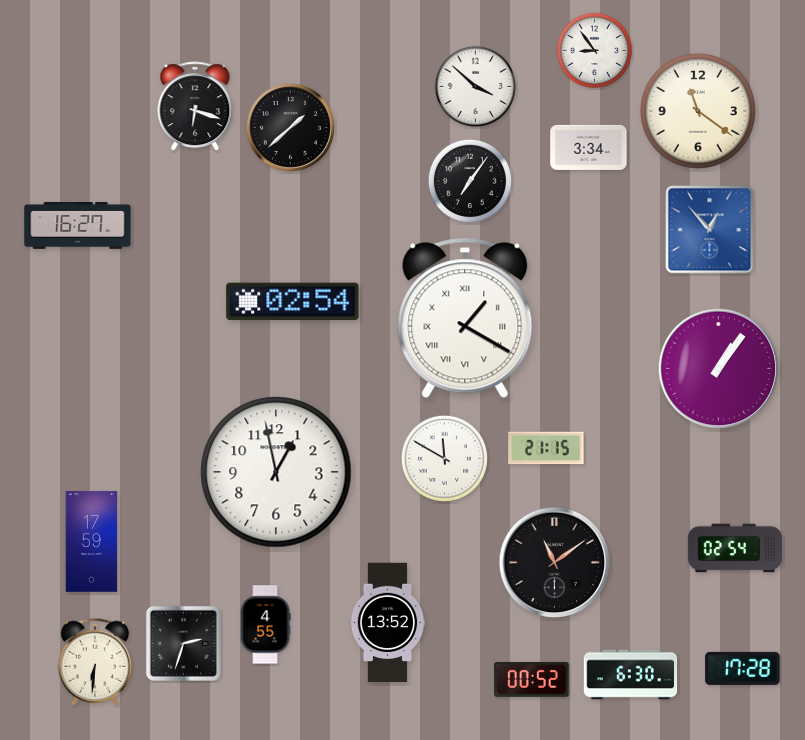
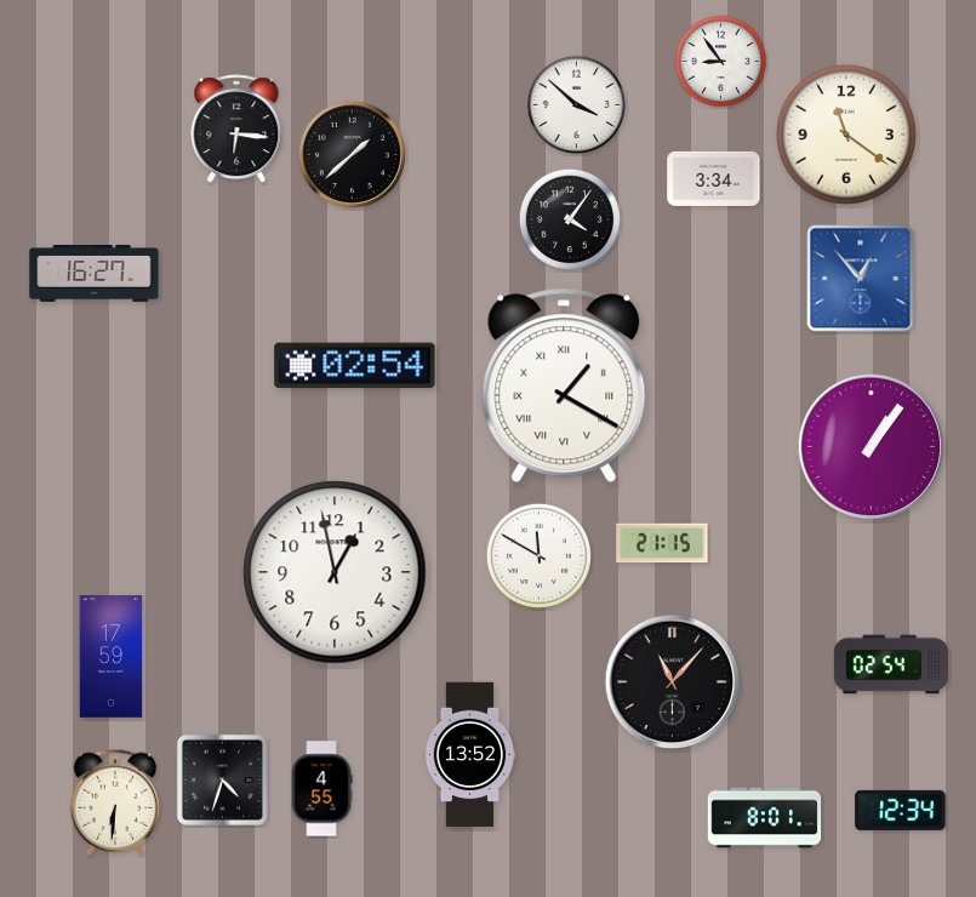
clock at (195, 107): 6:18 -> 6:16
clock at (469, 180): 7:06 -> 4:06
clock at (555, 563): 11:09 -> 11:07
clock at (265, 625) position: (265, 625) -> (321, 789)
clock at (183, 643): 2:33 -> 4:33
clock at (743, 668): 17:28 -> 12:34
clock at (631, 675): 6:30 -> 8:01
clock at (532, 679): 00:52 -> none
